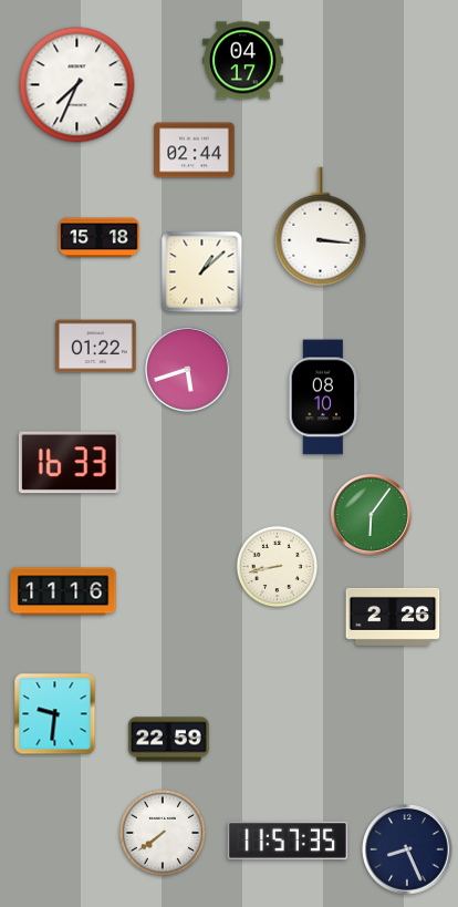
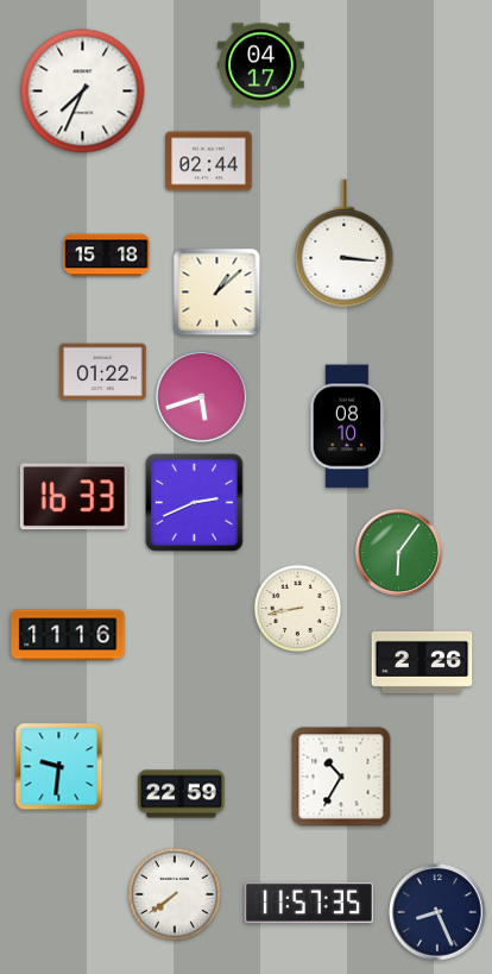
clock at (195, 503): none -> 2:41
clock at (341, 777): none -> 10:35
